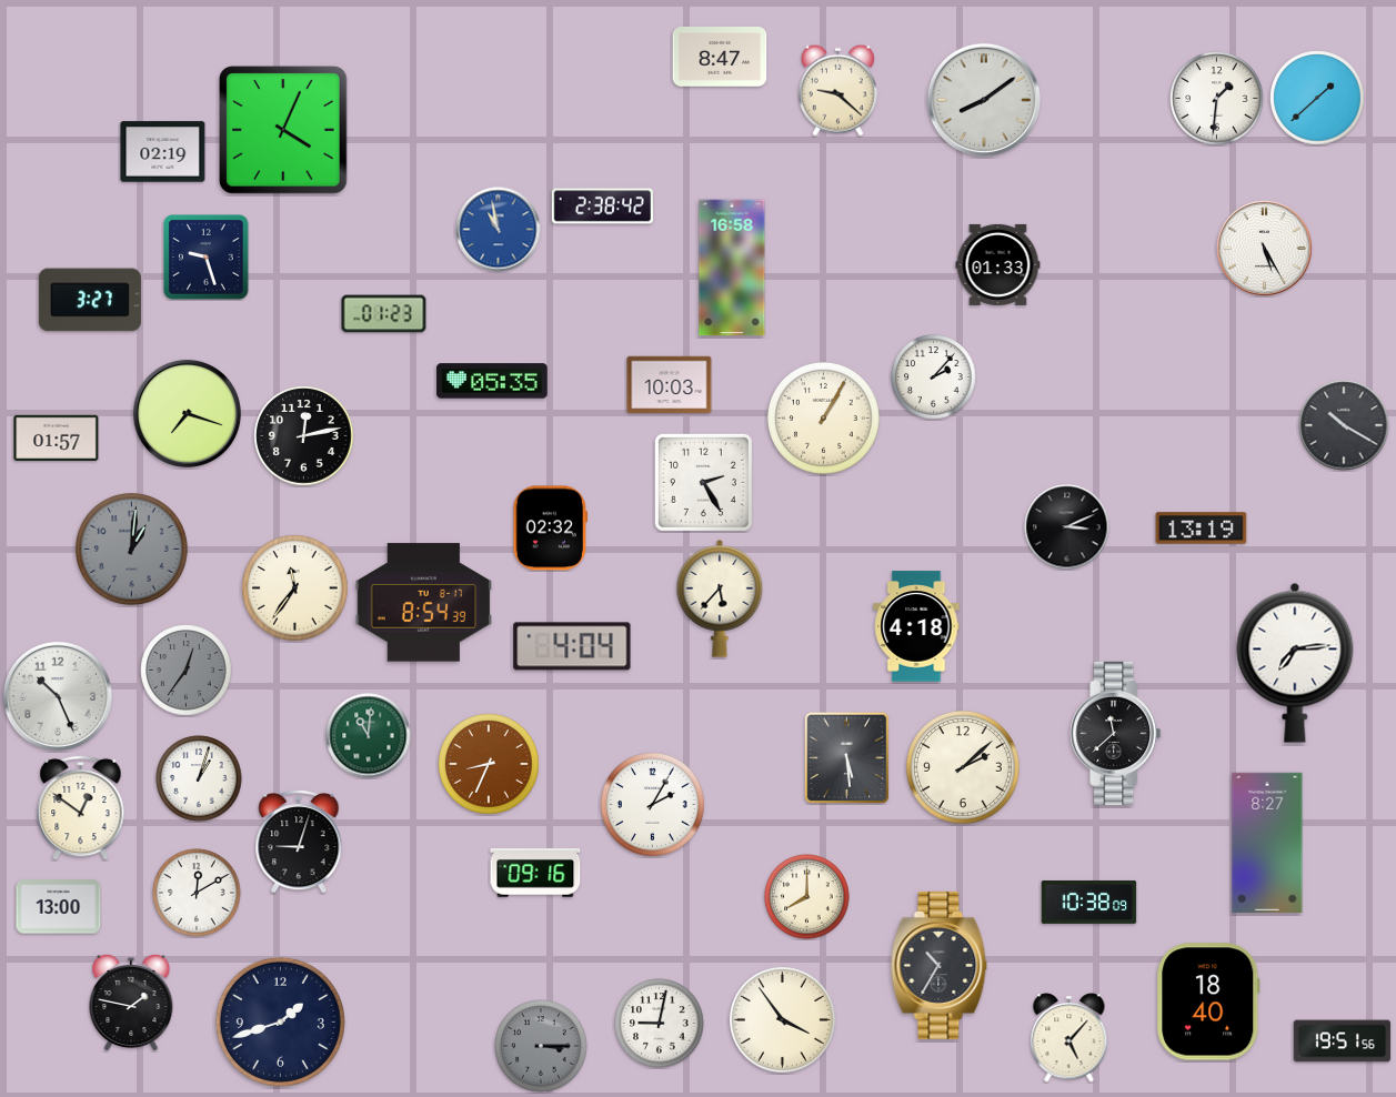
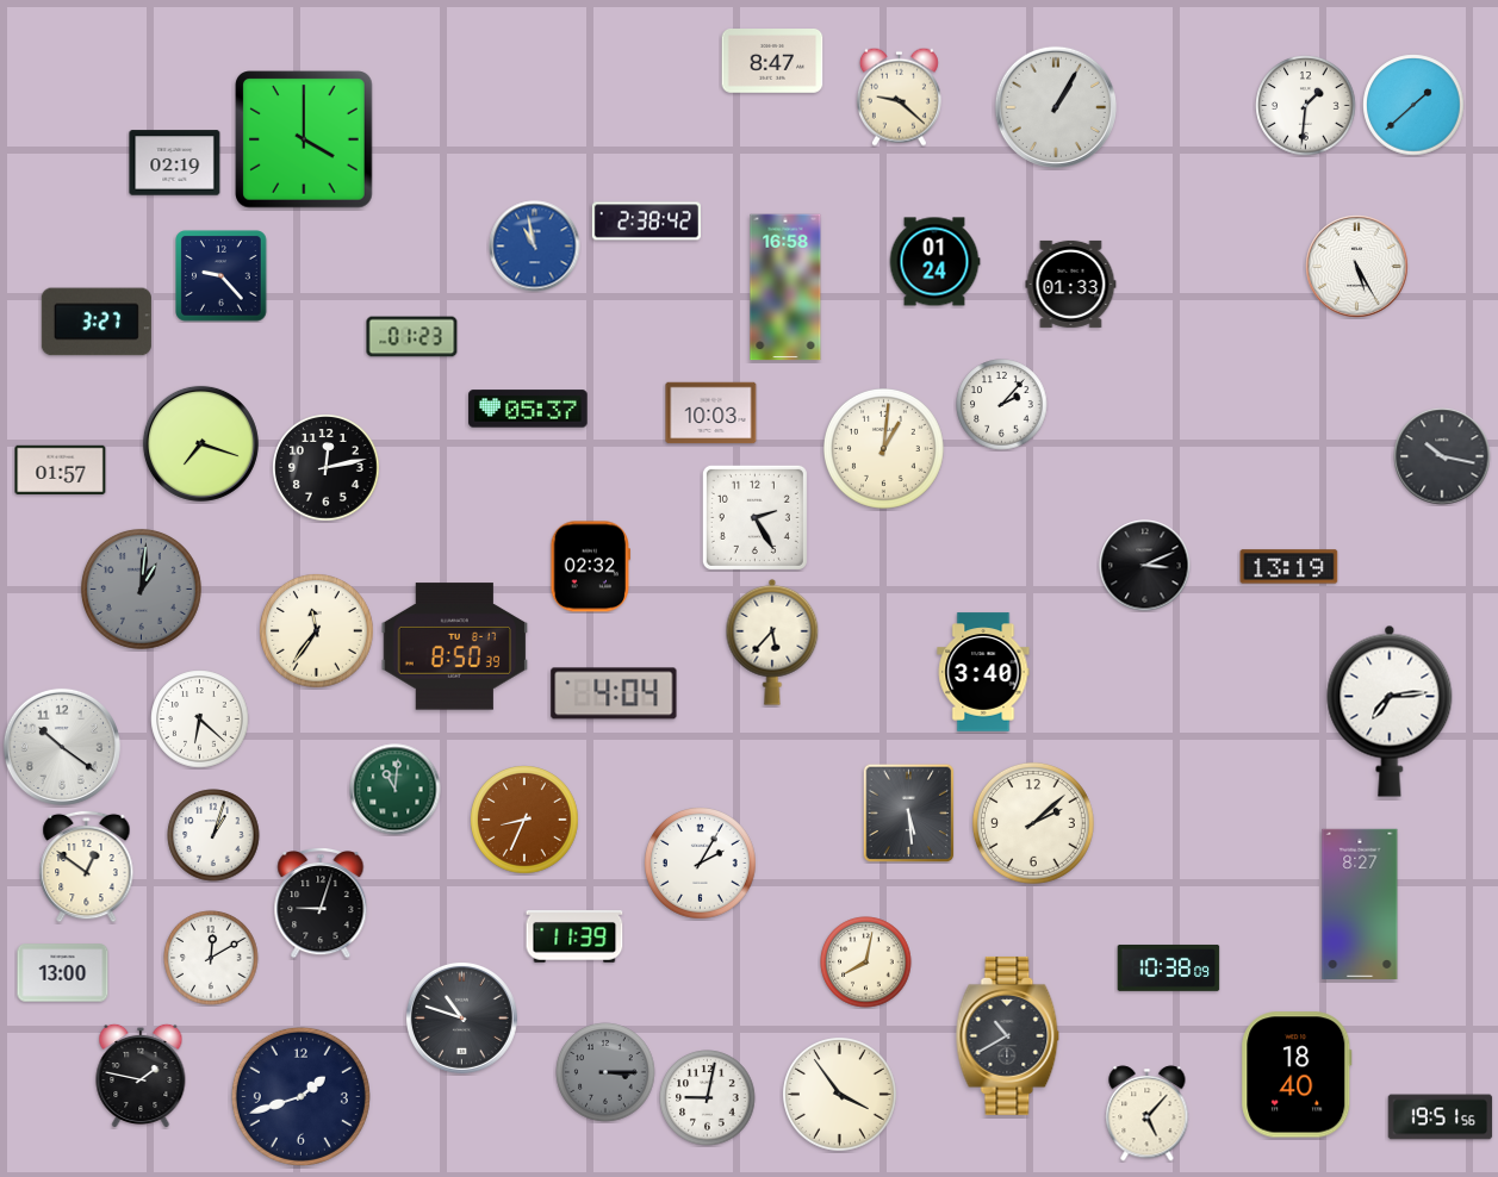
clock at (984, 100): 8:09 -> 1:05
clock at (283, 130): 4:04 -> 4:00
clock at (934, 262): none -> 01:24
clock at (207, 258): 9:27 -> 9:23
clock at (492, 381): 05:35 -> 05:37
clock at (670, 385) position: (670, 385) -> (711, 413)
clock at (823, 417): 1:05 -> 1:01
clock at (1344, 425): 10:20 -> 10:17
clock at (424, 603): 8:54 -> 8:50
clock at (916, 626): 4:18 -> 3:40
clock at (187, 671): 12:36 -> 6:22
clock at (187, 671) dial: grey -> white
clock at (58, 696): 10:26 -> 10:21
clock at (1116, 733): 11:38 -> none
clock at (535, 873): 09:16 -> 11:39
clock at (807, 897): 8:00 -> 8:02
clock at (461, 1017): none -> 10:48
clock at (940, 965): 10:35 -> 10:40
clock at (541, 1046) position: (541, 1046) -> (605, 1072)
